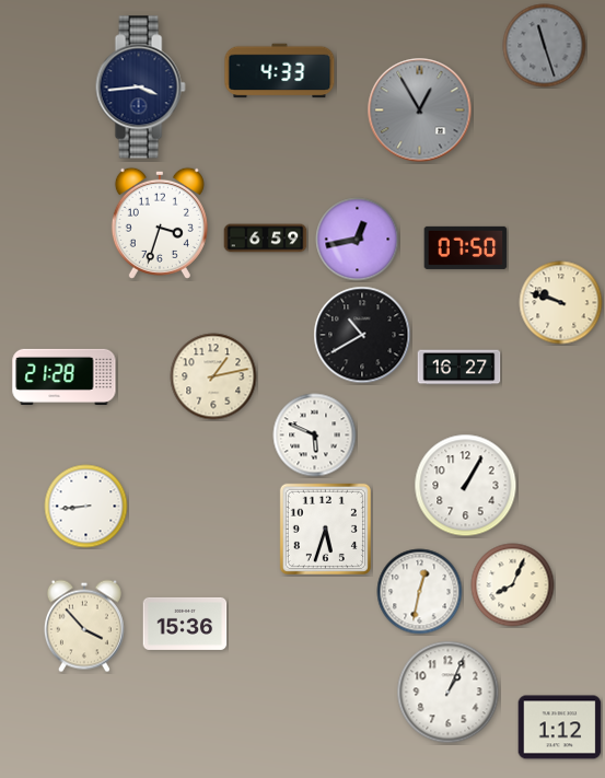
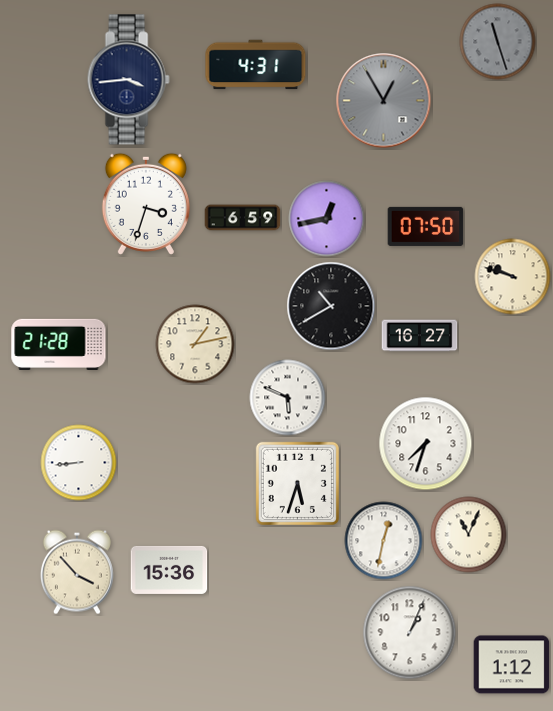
clock at (280, 71): 4:33 -> 4:31
clock at (466, 486): 1:05 -> 7:33
clock at (513, 585): 8:04 -> 11:04
